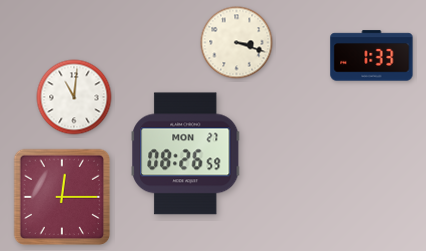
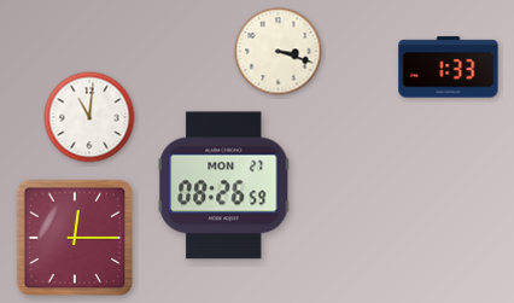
clock at (237, 43) position: (237, 43) -> (279, 52)
